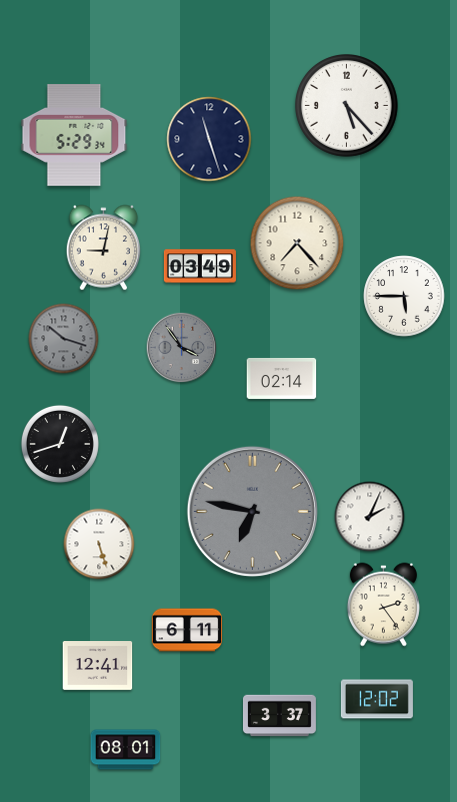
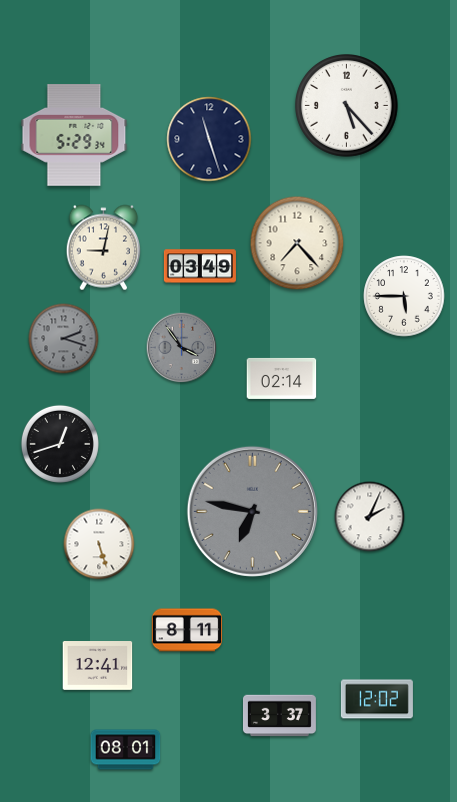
clock at (64, 339): 10:18 -> 2:18
clock at (383, 605): 2:24 -> none
clock at (187, 630): 6:11 -> 8:11
